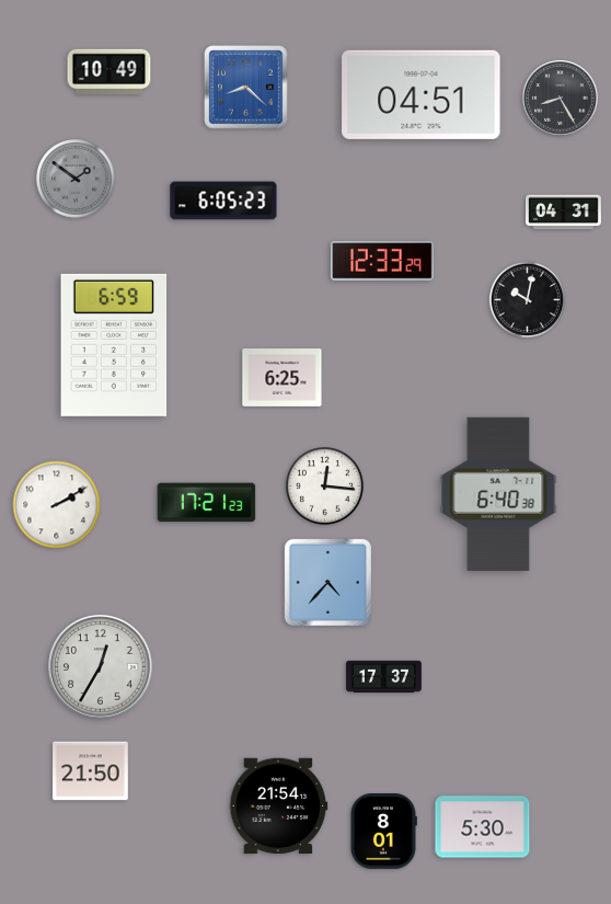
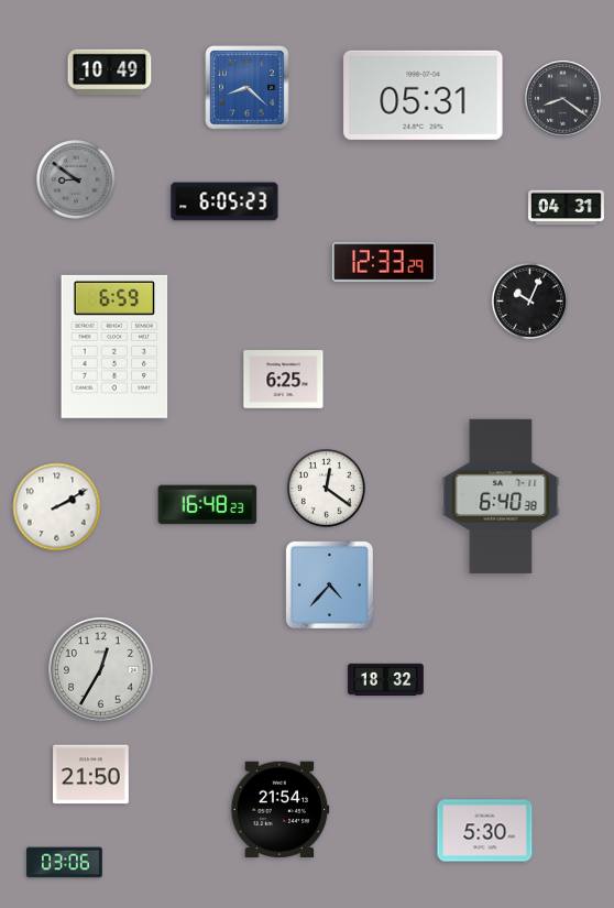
clock at (422, 94): 04:51 -> 05:31
clock at (561, 99): 8:25 -> 8:21
clock at (77, 180): 1:51 -> 8:51
clock at (564, 213) position: (564, 213) -> (567, 208)
clock at (527, 299): 10:02 -> 10:04
clock at (324, 485): 12:16 -> 12:21
clock at (207, 503): 17:21 -> 16:48
clock at (384, 676): 17:37 -> 18:32
clock at (383, 832): 8:01 -> none
clock at (65, 863): none -> 03:06
